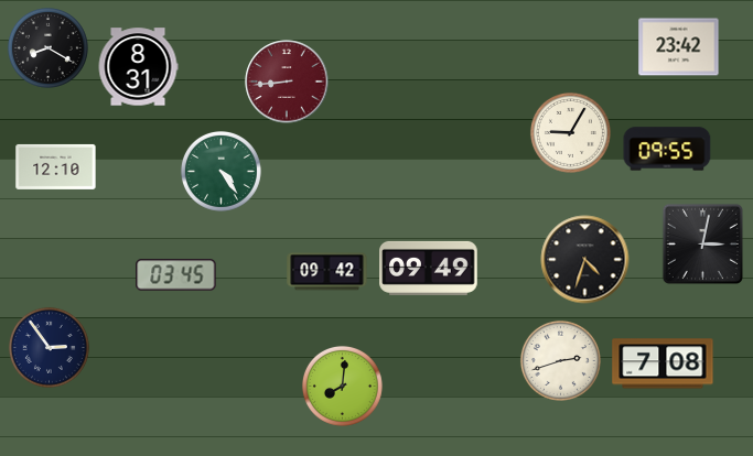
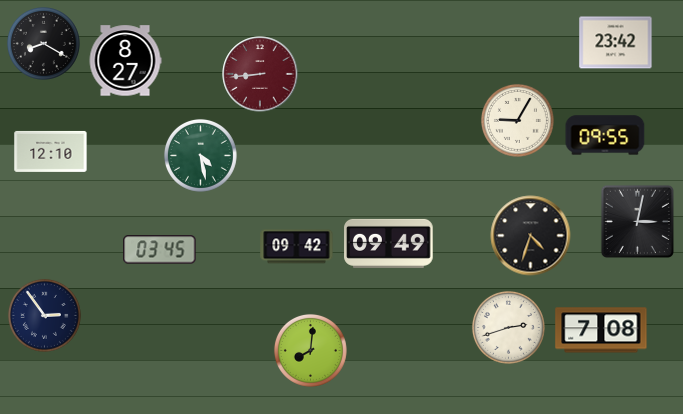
clock at (138, 67): 8:31 -> 8:27
clock at (220, 171): 4:24 -> 4:28
